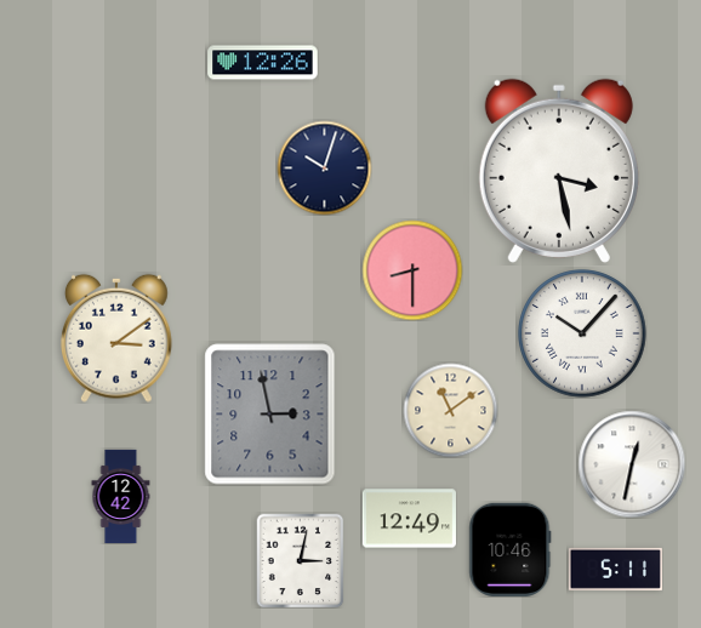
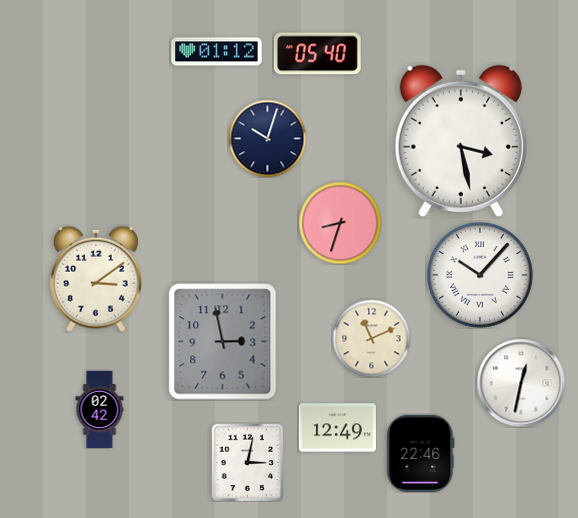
clock at (263, 63): 12:26 -> 01:12
clock at (317, 54): none -> 05:40
clock at (412, 270): 8:30 -> 8:33
clock at (450, 410): 11:09 -> 11:11
clock at (121, 496): 12:42 -> 02:42
clock at (511, 549): 10:46 -> 22:46
clock at (615, 569): 5:11 -> none
